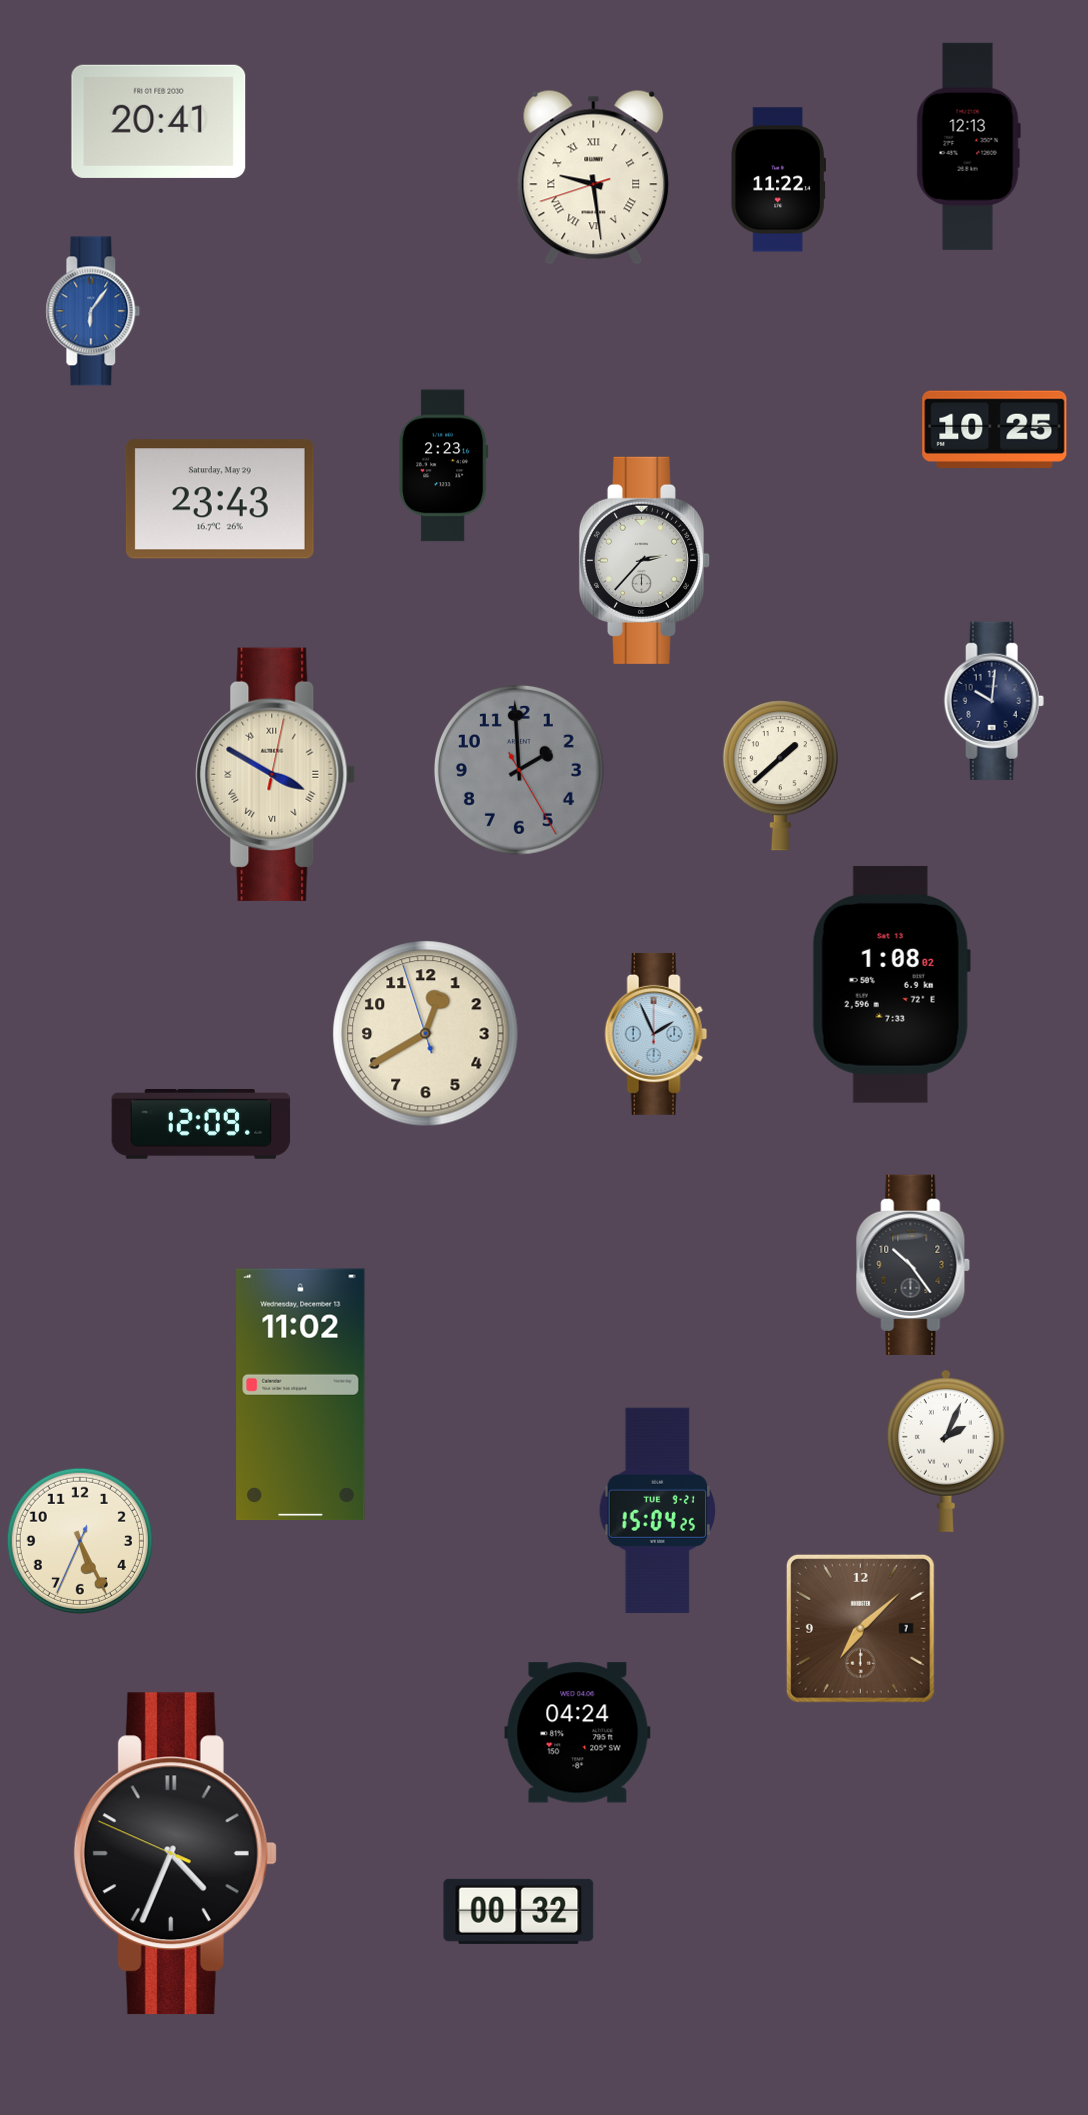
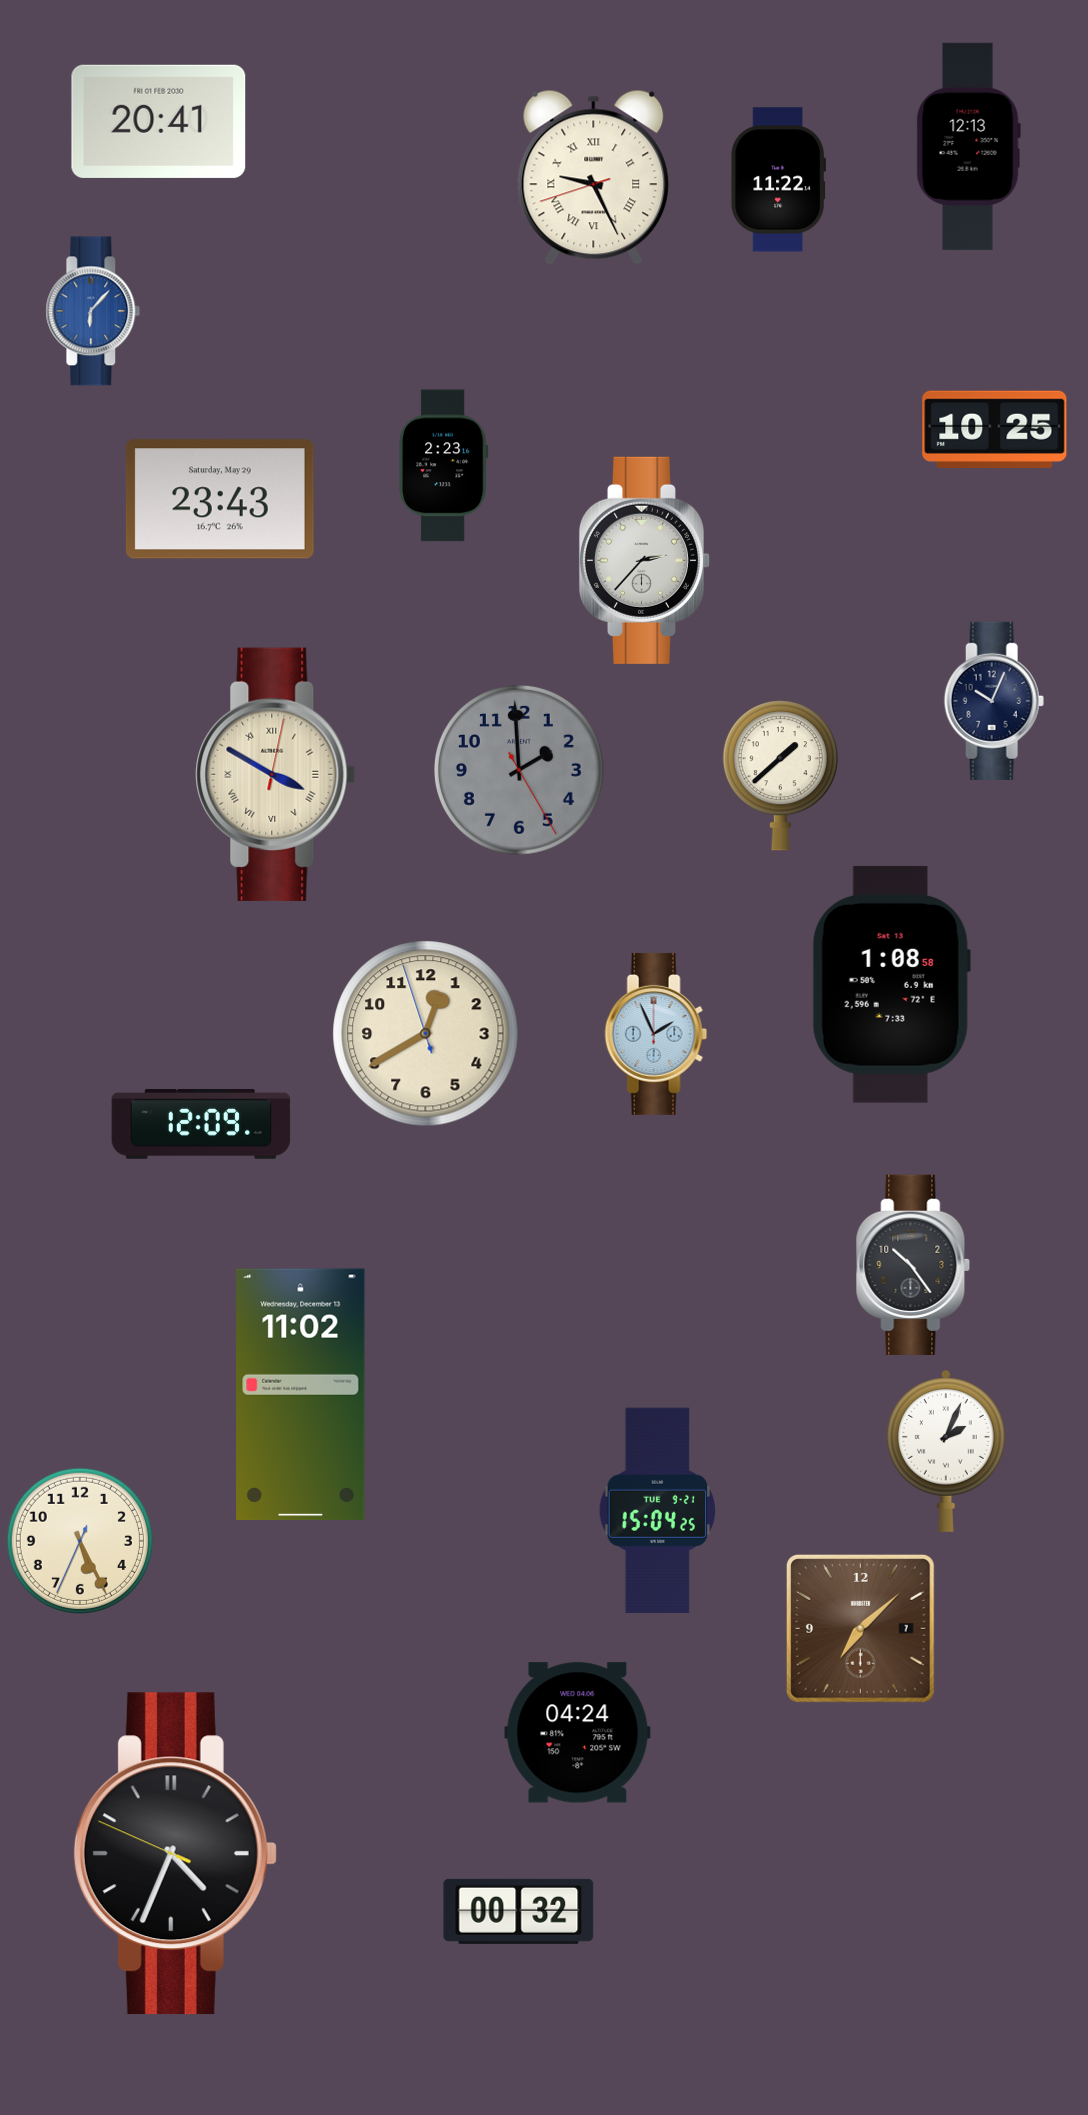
clock at (594, 177): 9:28 -> 9:25
clock at (93, 311): 6:06 -> 6:07
clock at (994, 701): 10:01 -> 10:04
clock at (891, 984): 1:08:02 -> 1:08:58
